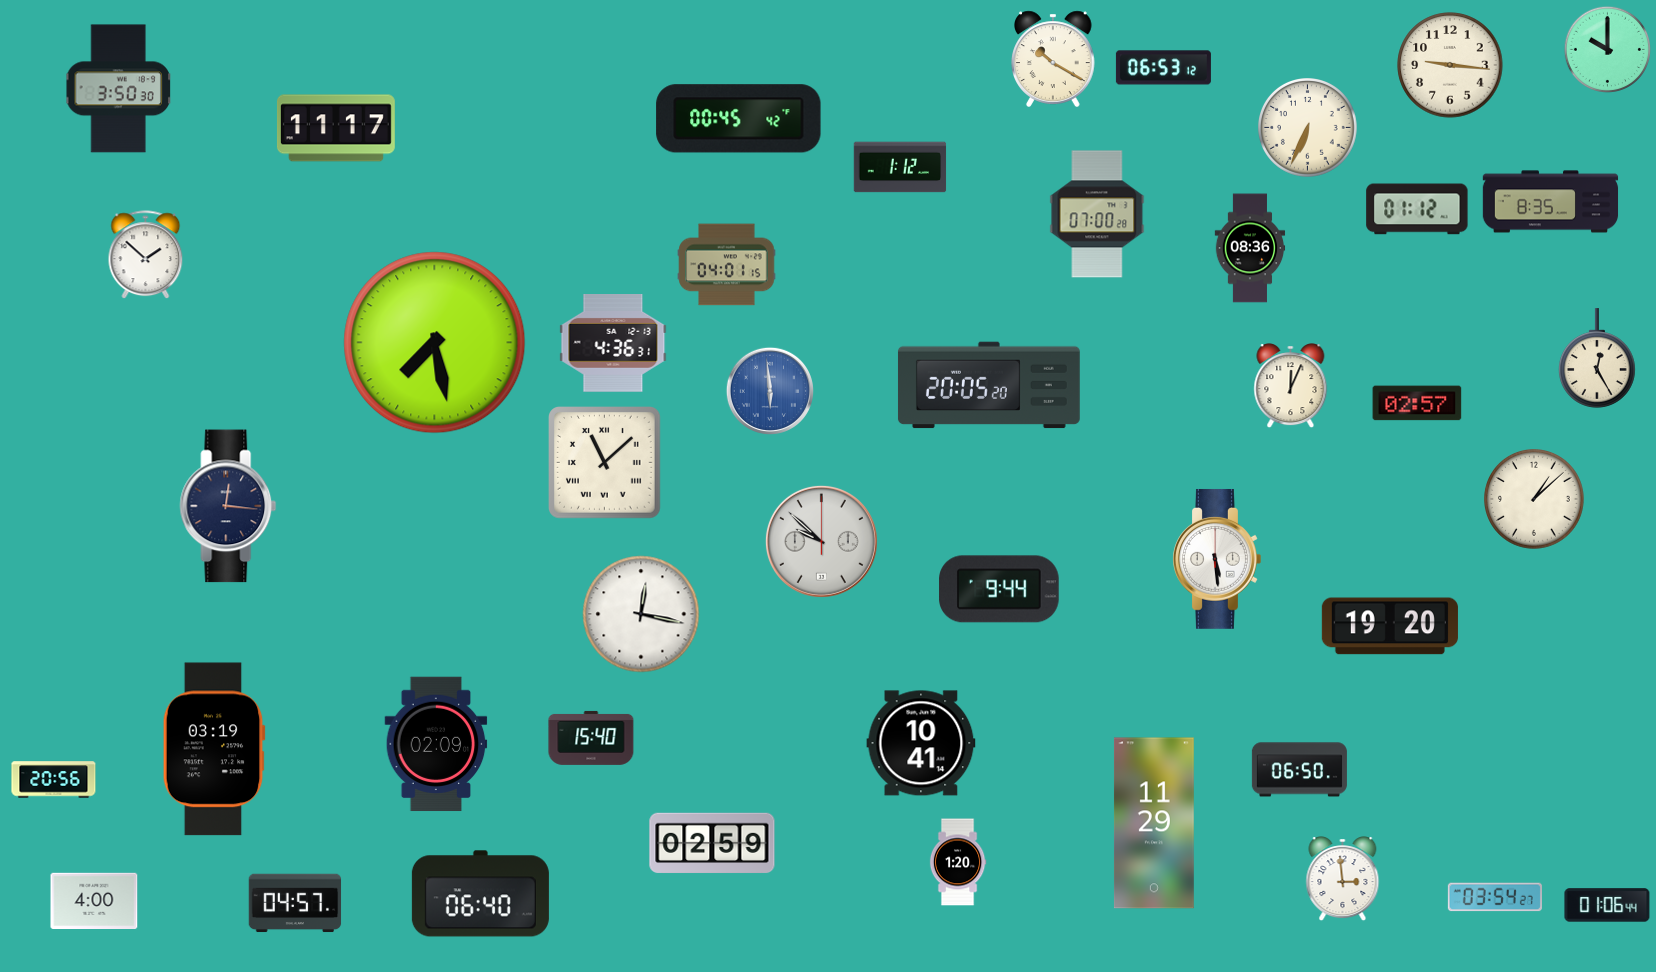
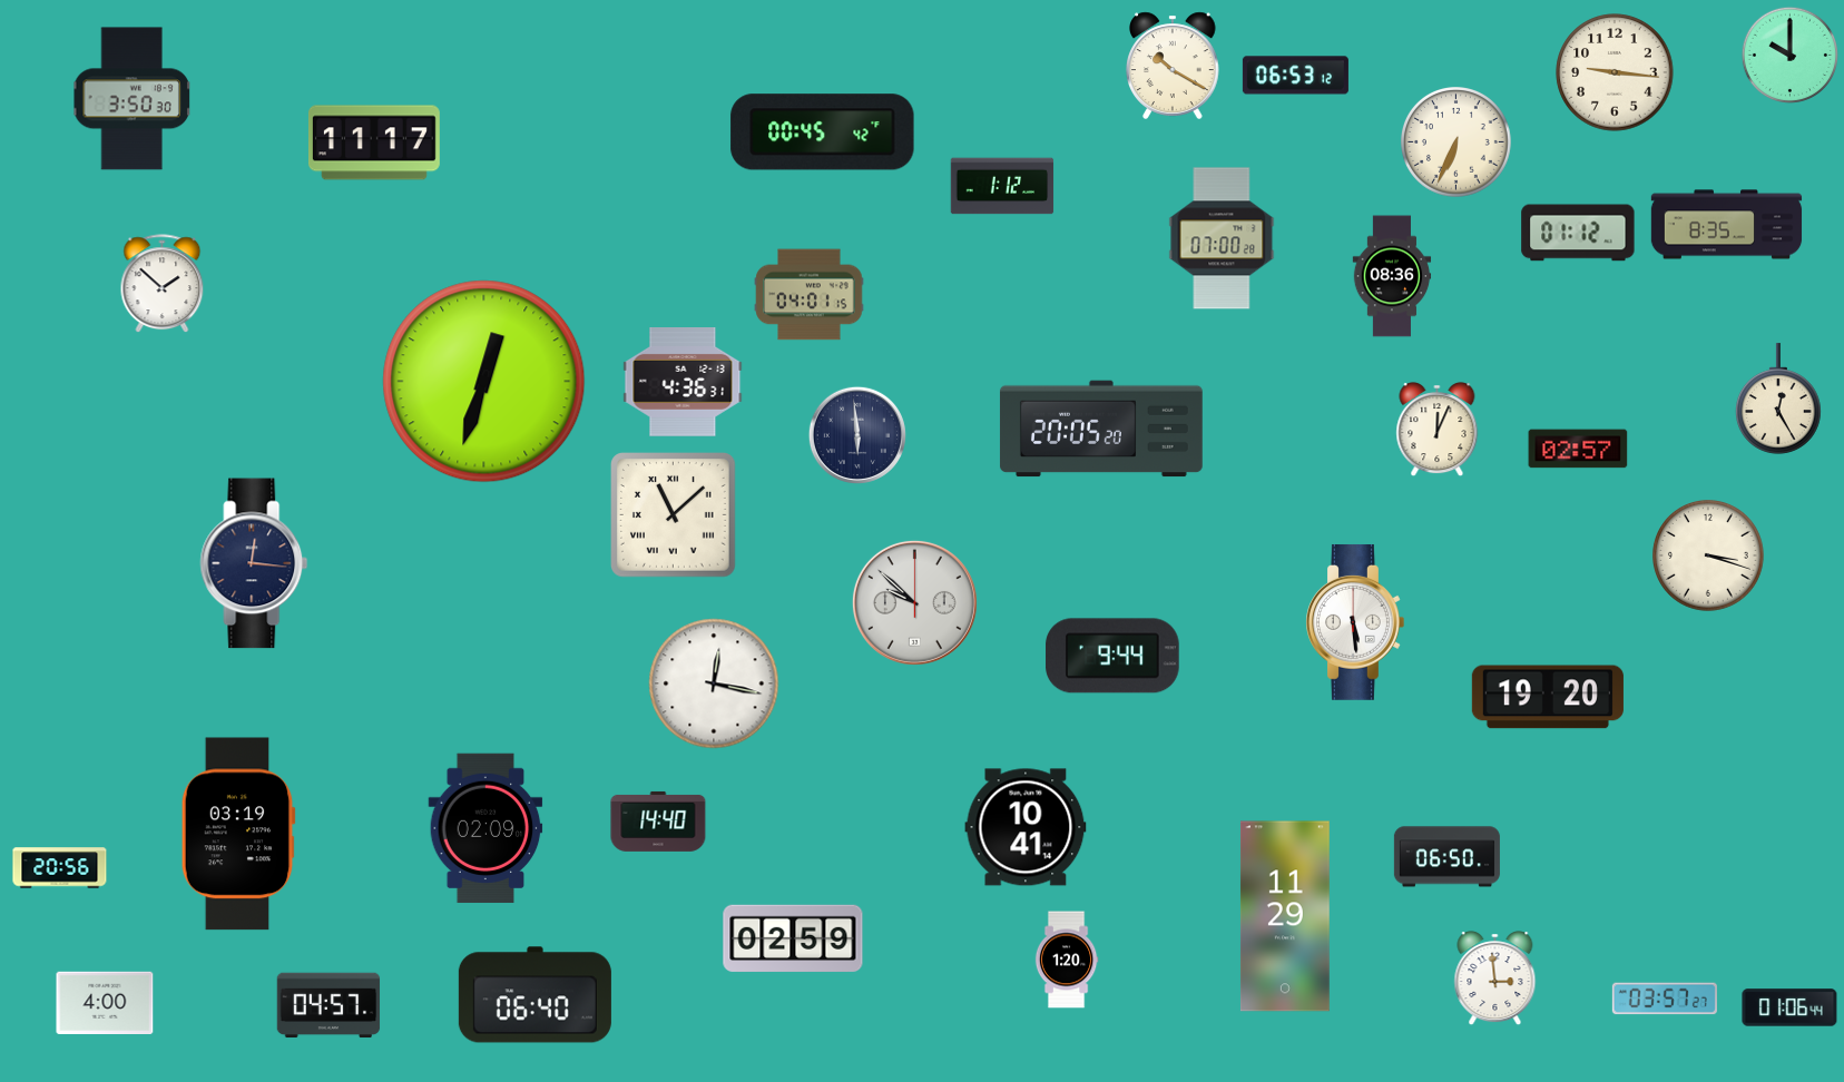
clock at (435, 343): 7:28 -> 12:33
clock at (770, 391) dial: blue -> navy
clock at (1535, 500): 1:08 -> 3:18
clock at (591, 738): 15:40 -> 14:40
clock at (1495, 897): 03:54 -> 03:57
